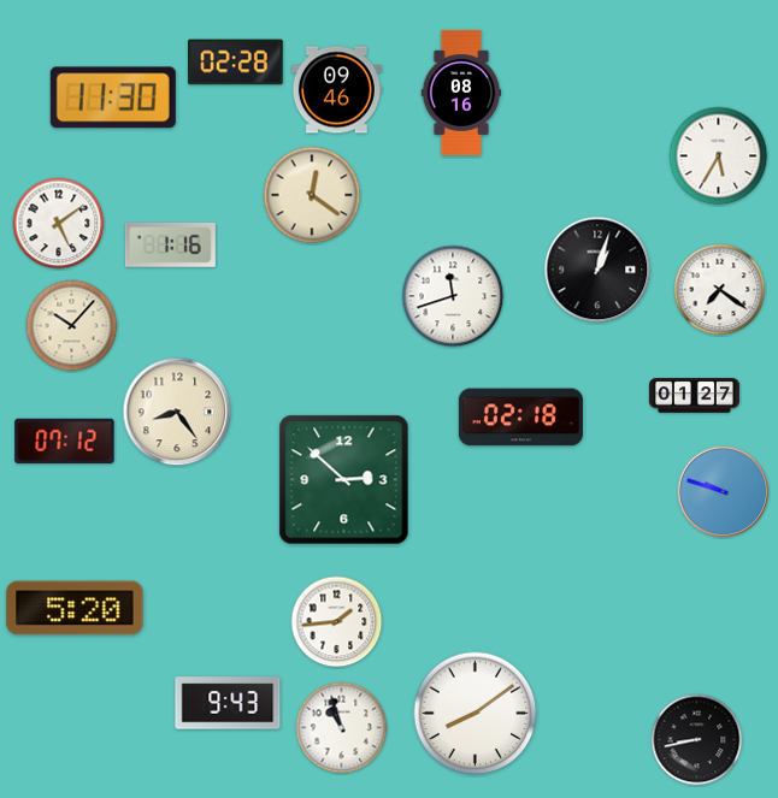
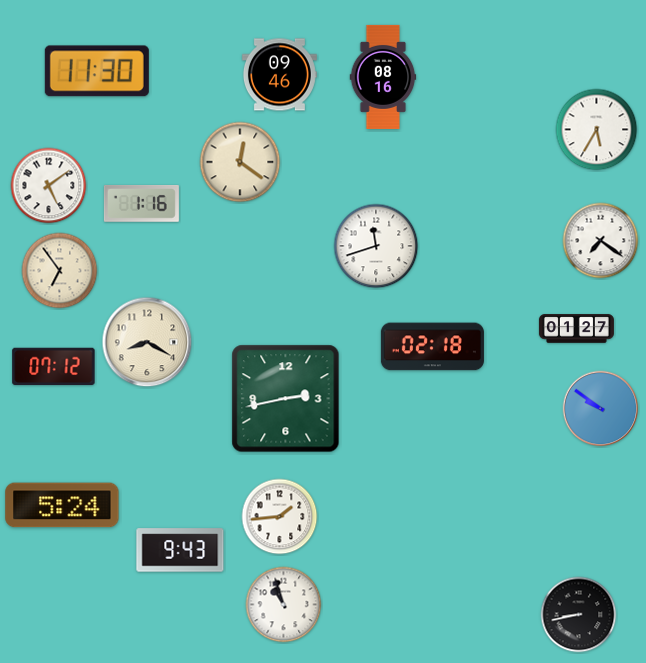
clock at (236, 63): 02:28 -> none
clock at (113, 97) position: (113, 97) -> (97, 71)
clock at (312, 195) position: (312, 195) -> (240, 162)
clock at (597, 270): 1:03 -> none
clock at (720, 290) position: (720, 290) -> (601, 241)
clock at (72, 326): 10:07 -> 6:54
clock at (177, 412): 8:24 -> 8:20
clock at (344, 480): 2:52 -> 2:43
clock at (724, 492): 9:48 -> 9:51
clock at (75, 608): 5:20 -> 5:24
clock at (228, 703) position: (228, 703) -> (180, 550)
clock at (476, 714): 8:09 -> none
